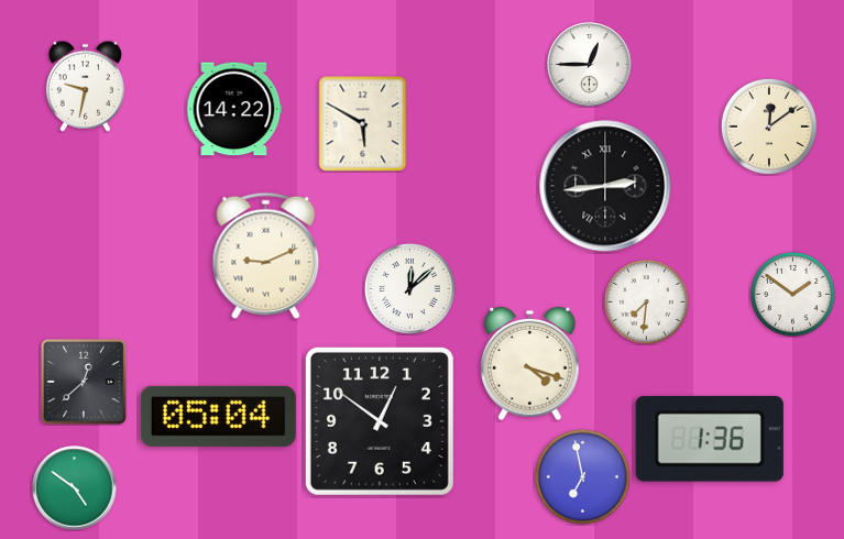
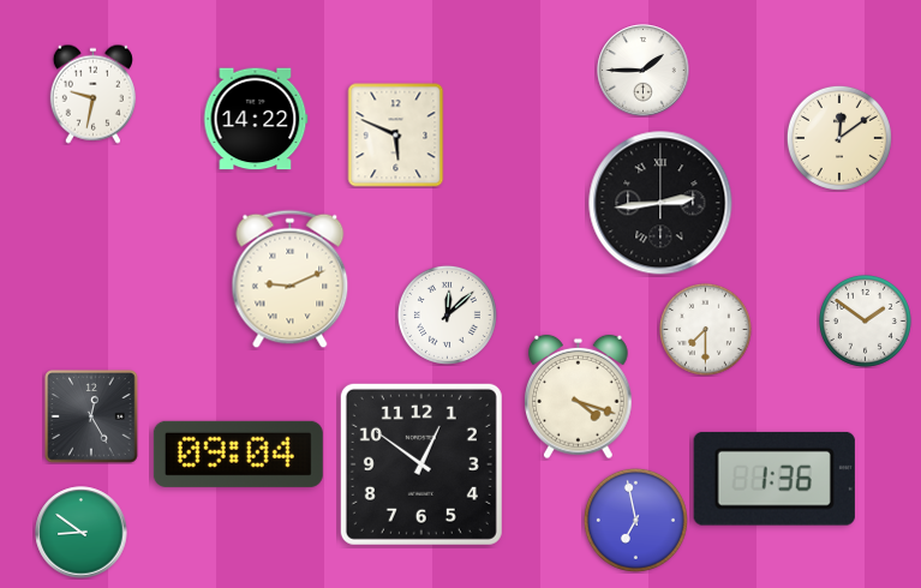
clock at (590, 65): 12:45 -> 1:45
clock at (363, 124): 5:50 -> 5:49
clock at (646, 301): 7:31 -> 7:30
clock at (84, 382): 12:38 -> 12:25
clock at (218, 416): 05:04 -> 09:04
clock at (380, 421) position: (380, 421) -> (421, 464)
clock at (75, 488): 4:51 -> 8:51
